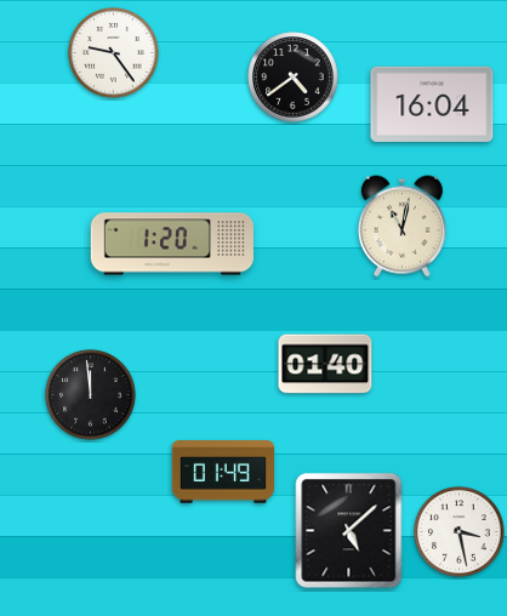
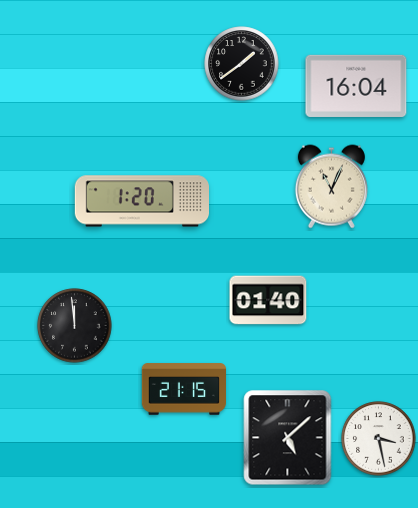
clock at (114, 53): 9:24 -> none
clock at (294, 78): 4:39 -> 1:39
clock at (401, 227): 11:02 -> 11:04
clock at (222, 472): 01:49 -> 21:15
